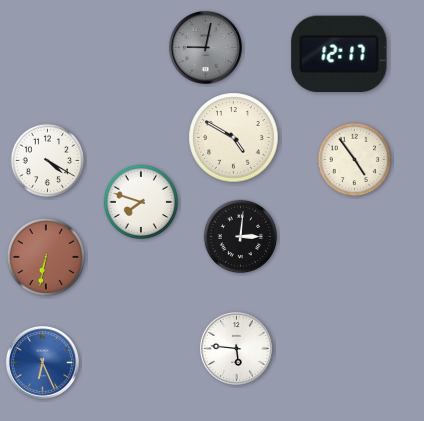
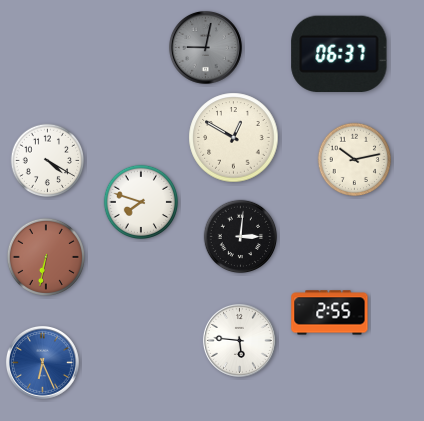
clock at (339, 53): 12:17 -> 06:37
clock at (234, 138): 4:50 -> 12:50
clock at (355, 160): 4:54 -> 10:13
clock at (330, 313): none -> 2:55
clock at (237, 348) position: (237, 348) -> (240, 340)
